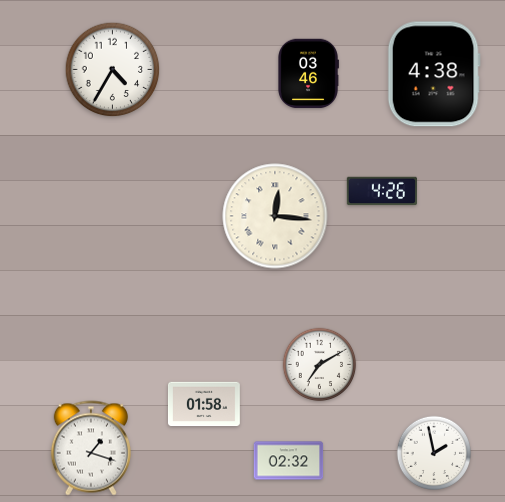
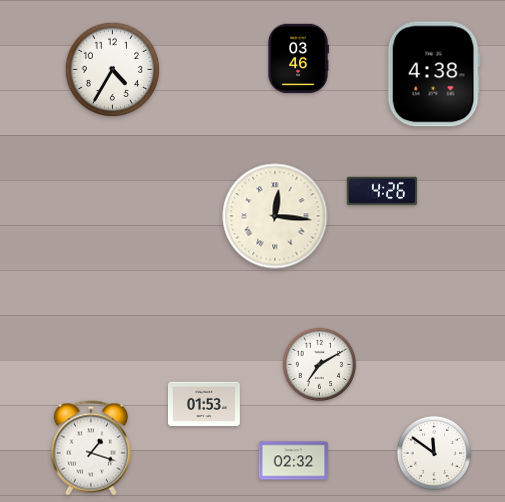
clock at (308, 74) position: (308, 74) -> (298, 59)
clock at (205, 404): 01:58 -> 01:53
clock at (433, 452): 1:58 -> 11:51
clock at (289, 461) position: (289, 461) -> (294, 461)
